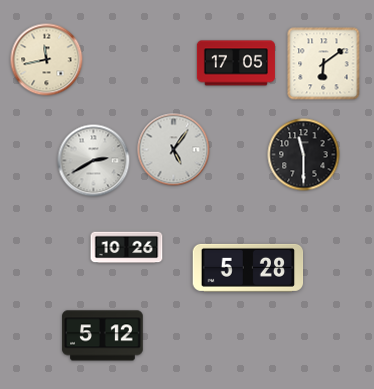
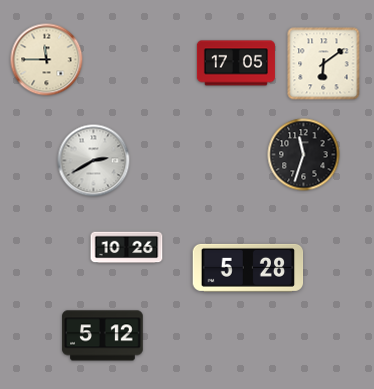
clock at (47, 60): 11:43 -> 11:45
clock at (174, 150): 5:06 -> none
clock at (304, 155): 11:30 -> 11:33
